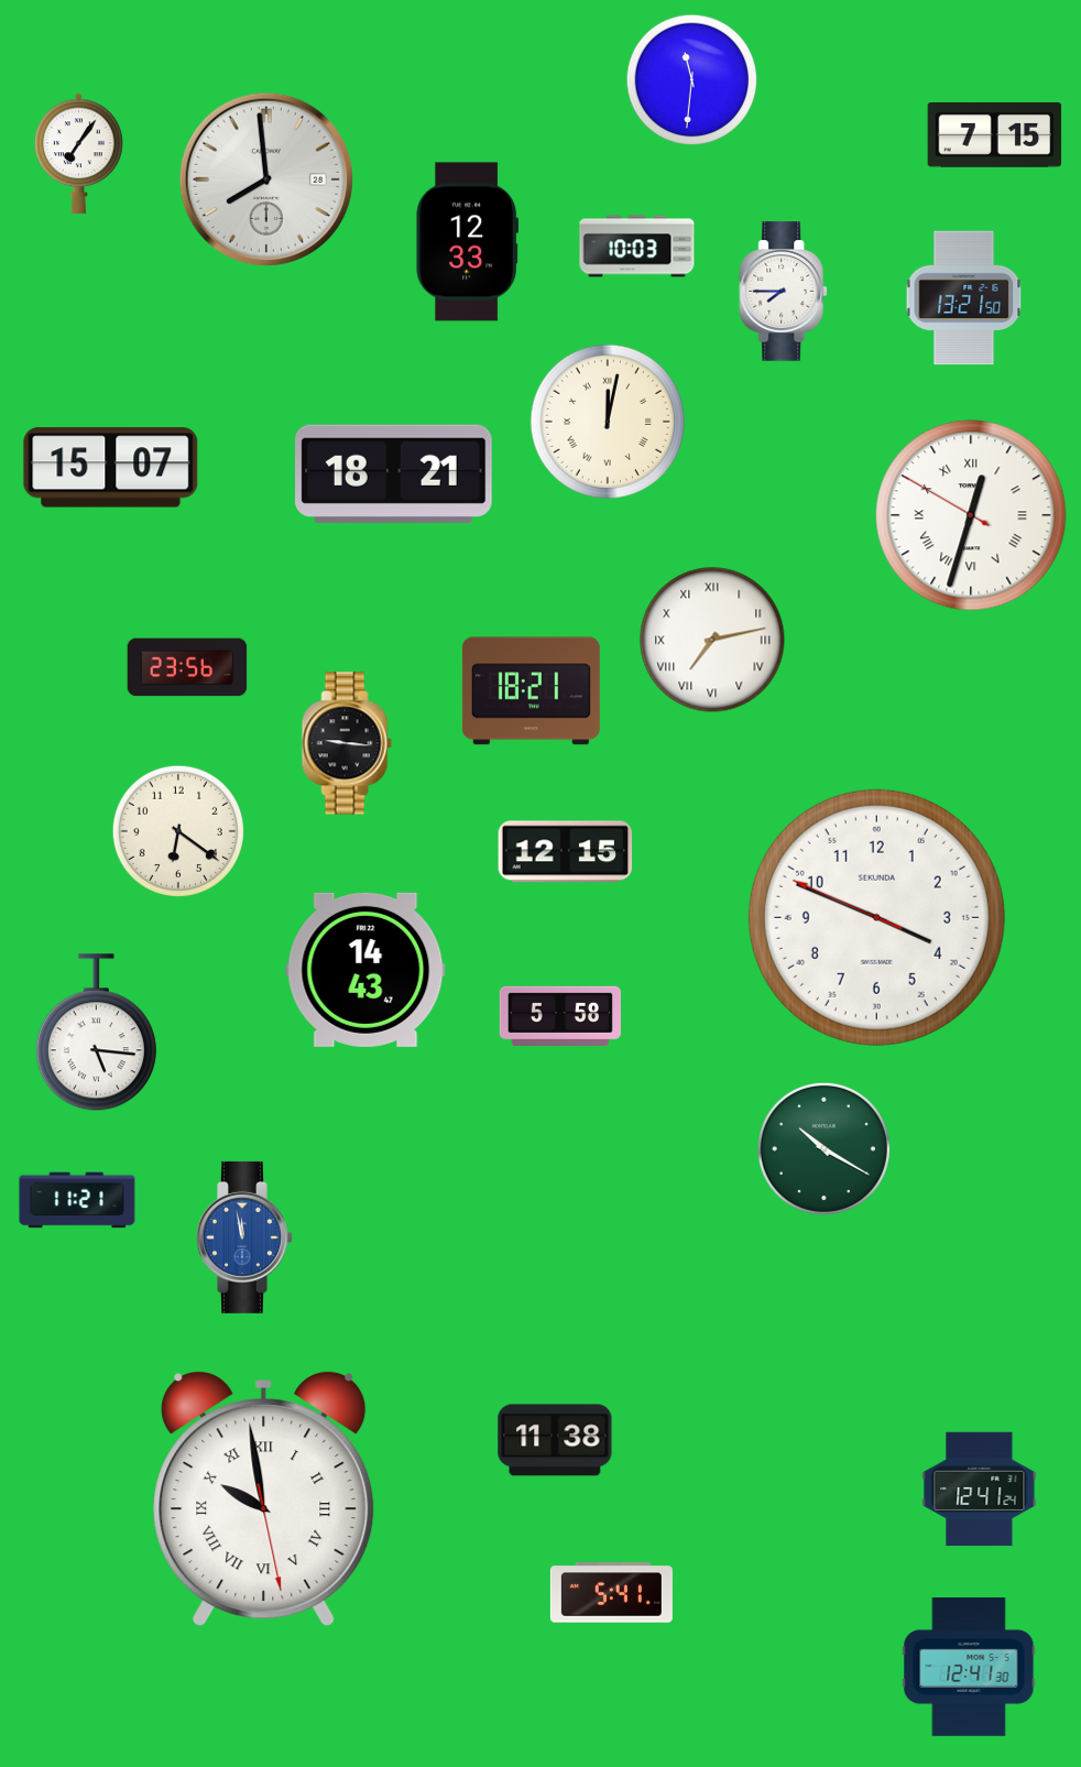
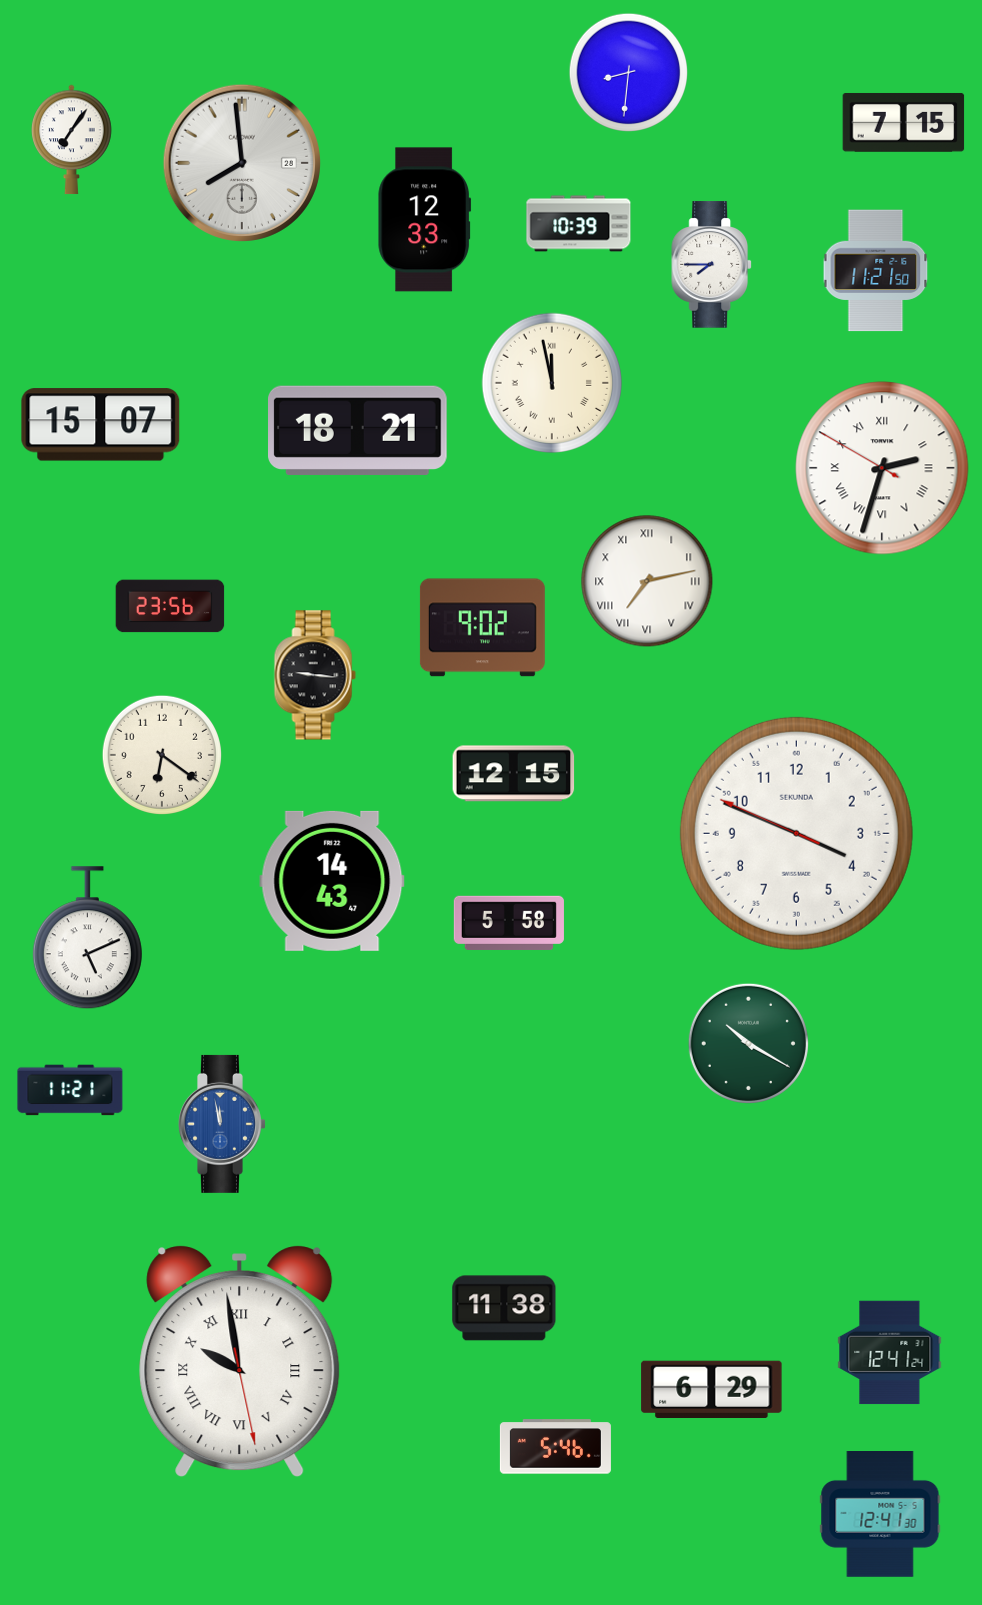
clock at (692, 80): 11:31 -> 8:31
clock at (637, 247): 10:03 -> 10:39
clock at (964, 298): 13:21 -> 11:21
clock at (607, 421): 12:02 -> 11:58
clock at (971, 515): 12:32 -> 2:32
clock at (531, 691): 18:21 -> 9:02
clock at (96, 1033): 5:16 -> 5:11
clock at (712, 1390): none -> 6:29
clock at (611, 1593): 5:41 -> 5:46
